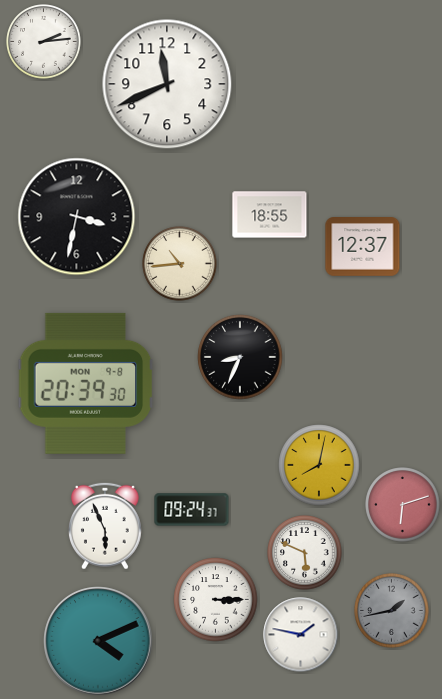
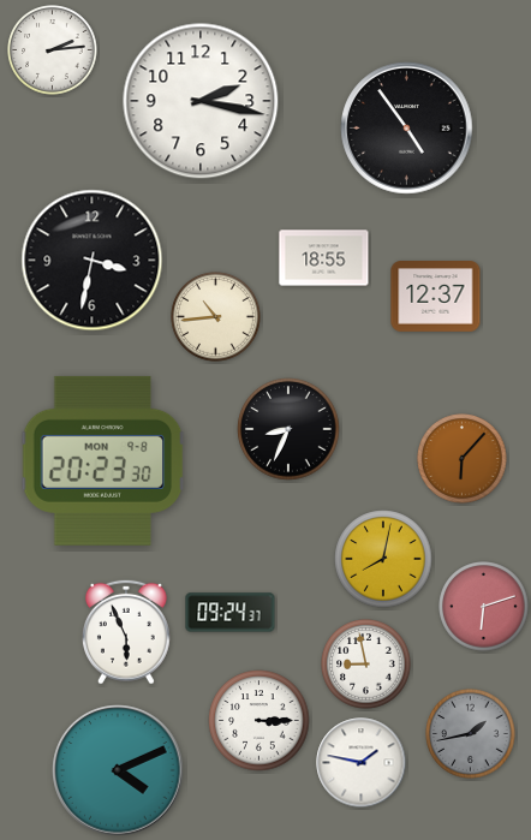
clock at (167, 84): 11:41 -> 2:17
clock at (407, 129): none -> 4:54
clock at (463, 459): none -> 6:07
clock at (86, 383): 20:39 -> 20:23
clock at (305, 553): 5:49 -> 8:58
